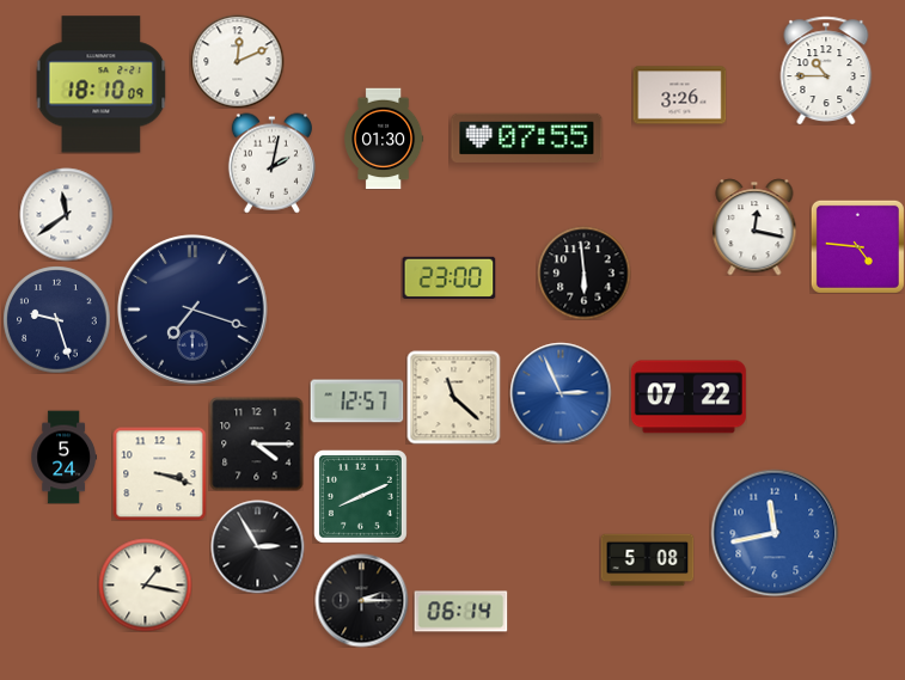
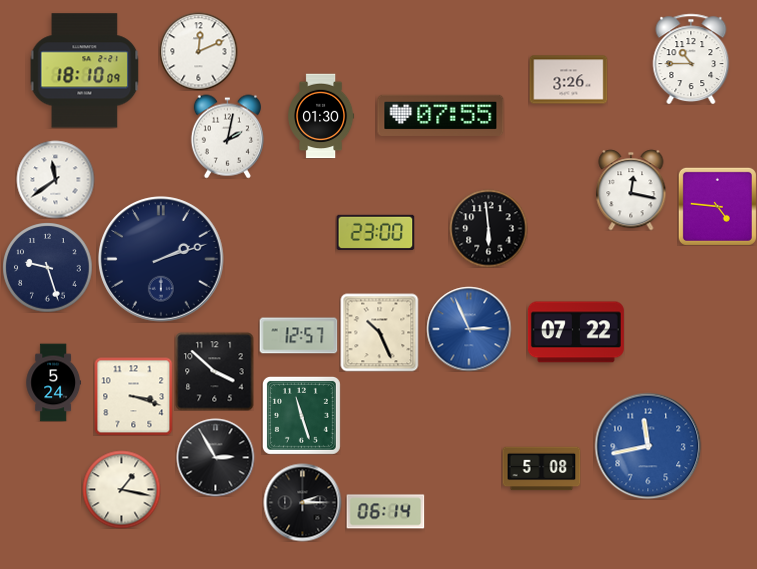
clock at (192, 310): 7:18 -> 2:12
clock at (453, 397): 11:22 -> 10:26
clock at (256, 443): 4:15 -> 3:52
clock at (360, 496): 8:11 -> 11:27
